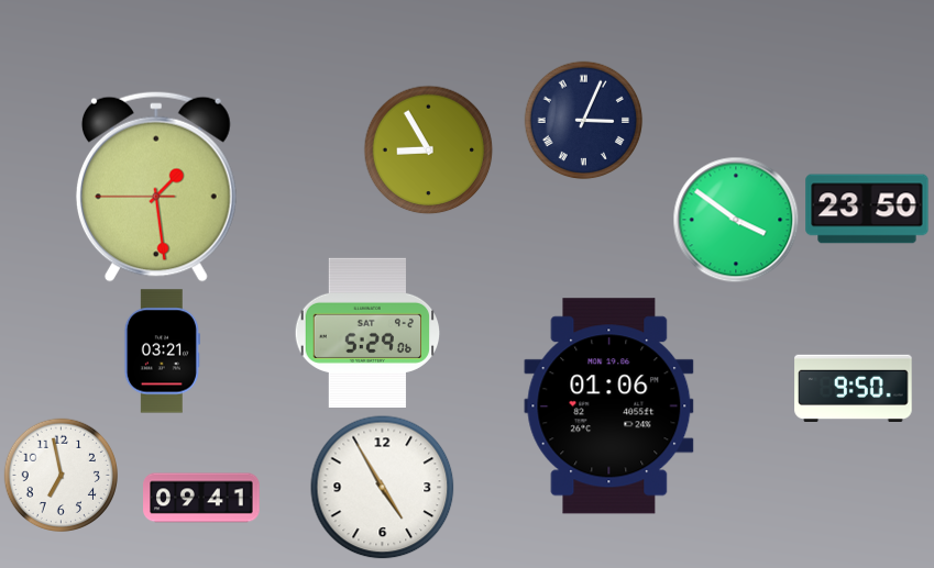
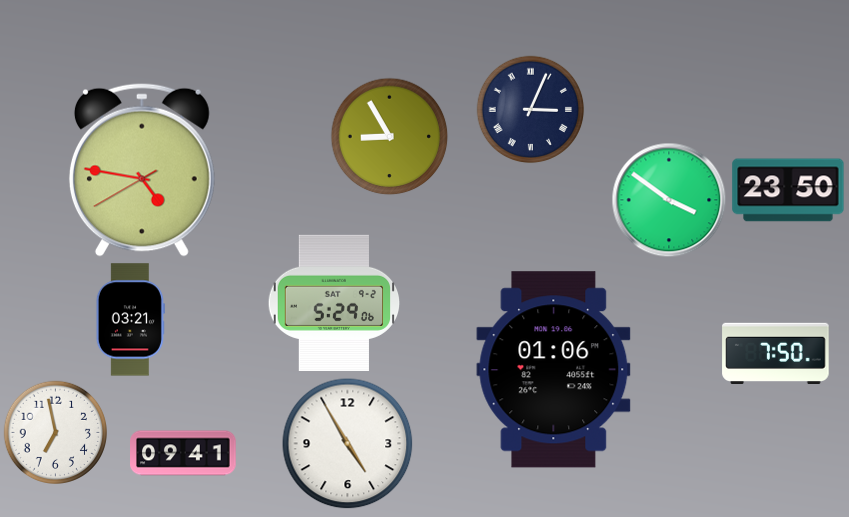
clock at (156, 187): 1:28 -> 4:46
clock at (162, 352) position: (162, 352) -> (130, 320)
clock at (854, 388): 9:50 -> 7:50
